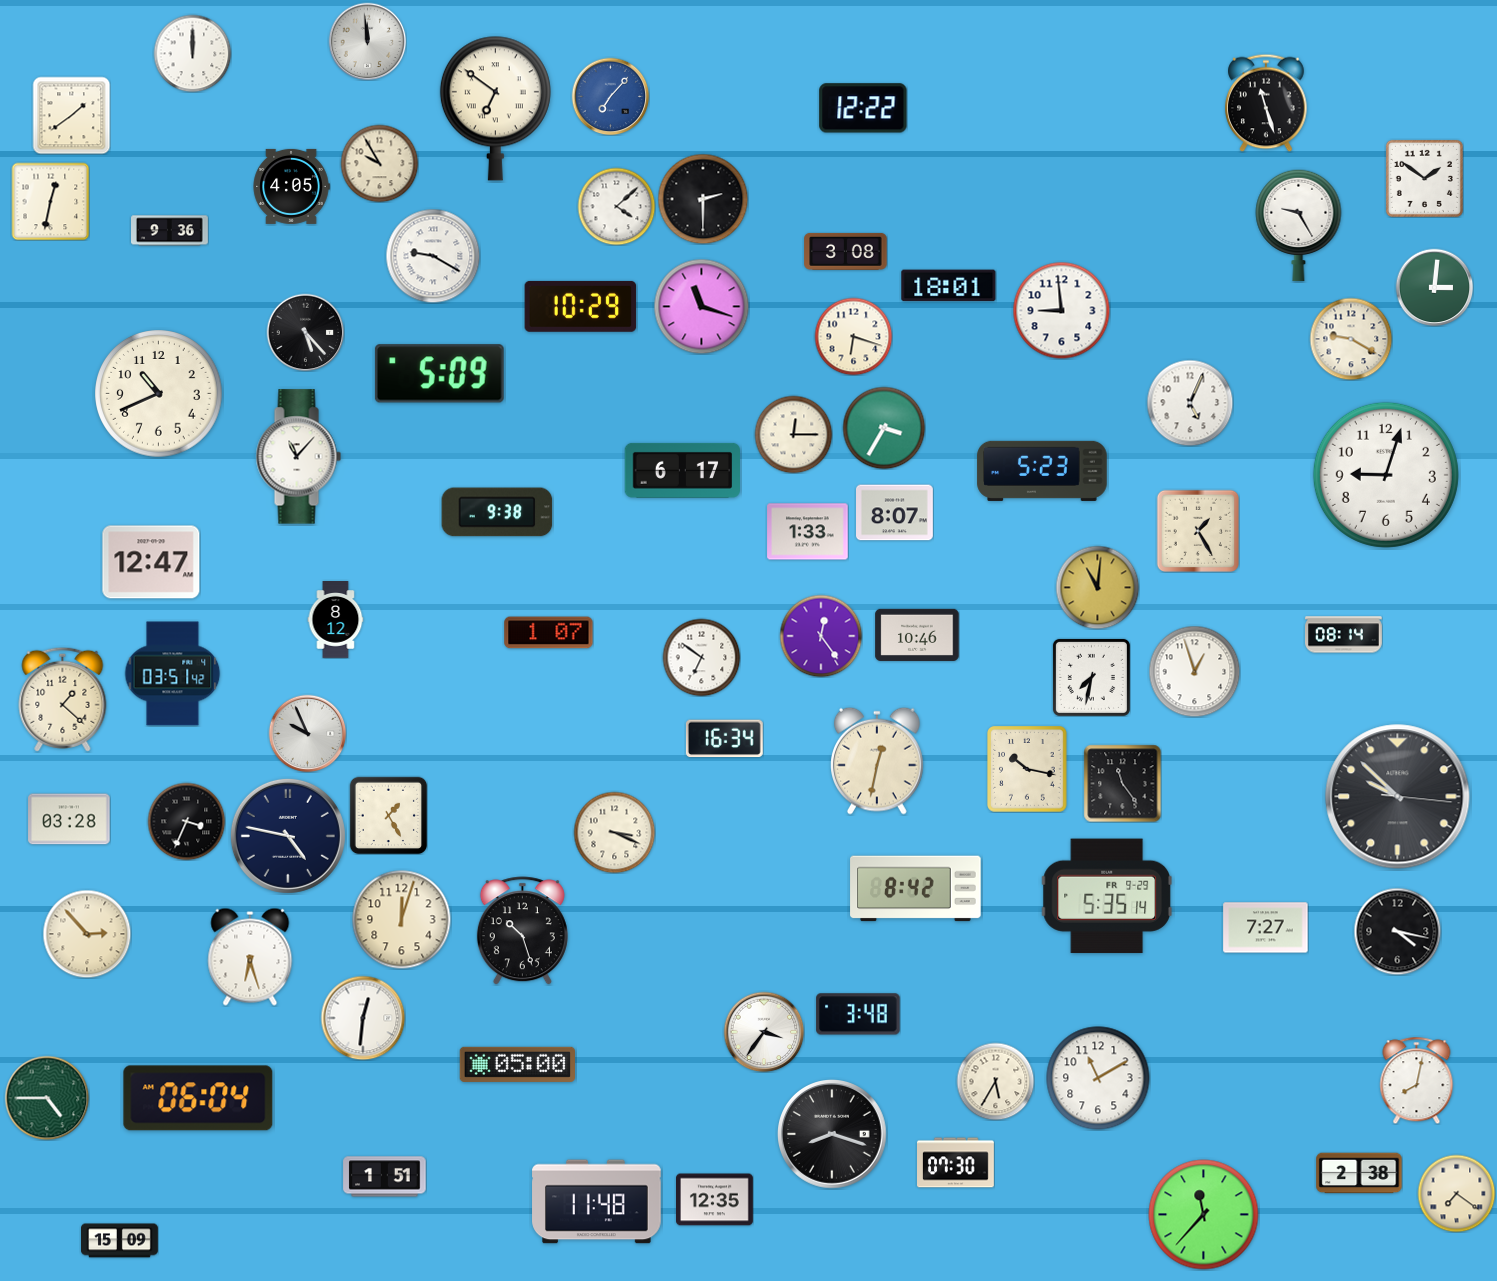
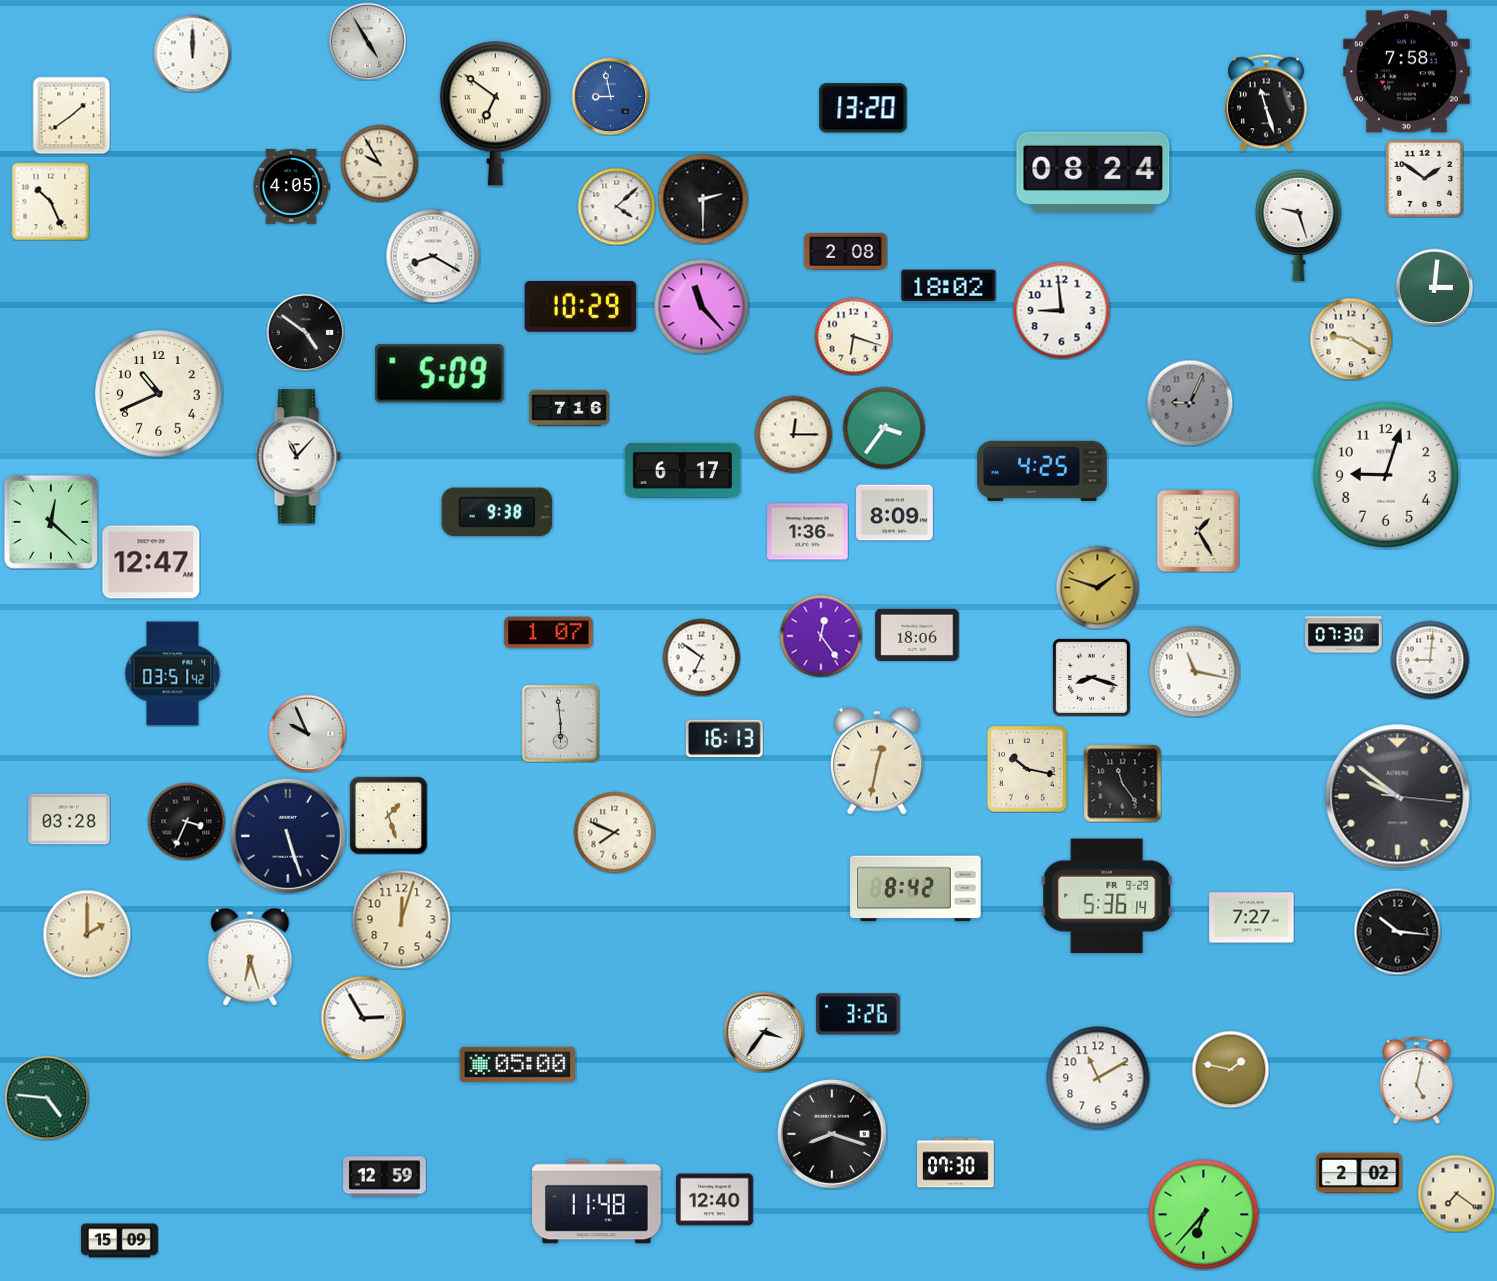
clock at (367, 41): 11:59 -> 4:55
clock at (1406, 72): none -> 7:58
clock at (610, 96): 7:07 -> 8:58
clock at (495, 108) position: (495, 108) -> (495, 113)
clock at (863, 108): 12:22 -> 13:20
clock at (1093, 172): none -> 08:24
clock at (50, 201): 12:32 -> 10:26
clock at (1299, 225): 9:25 -> 9:27
clock at (170, 231): 9:36 -> none
clock at (846, 251): 3:08 -> 2:08
clock at (433, 256): 9:20 -> 8:20
clock at (949, 286): 18:01 -> 18:02
clock at (701, 306): 11:18 -> 11:23
clock at (305, 332): 5:23 -> 4:51
clock at (1190, 403): 5:04 -> 9:04
clock at (1190, 403) dial: white -> grey
clock at (569, 408): none -> 7:16
clock at (884, 428): 3:35 -> 3:36
clock at (1042, 471): 5:23 -> 4:25
clock at (895, 513): 8:07 -> 8:09
clock at (51, 522): none -> 12:22
clock at (808, 532): 1:33 -> 1:36
clock at (1097, 587): 11:01 -> 1:48
clock at (336, 620): 8:12 -> none
clock at (917, 635): 10:46 -> 18:06
clock at (1344, 635): 08:14 -> 07:30
clock at (1430, 660): none -> 9:01
clock at (1194, 671): 12:57 -> 11:17
clock at (1091, 677): 7:32 -> 8:18
clock at (63, 699): 1:22 -> none
clock at (560, 723): none -> 5:59
clock at (724, 739): 16:34 -> 16:13
clock at (1398, 797): 9:52 -> 9:51
clock at (388, 815): 1:25 -> 1:27
clock at (614, 832): 3:19 -> 7:49
clock at (288, 836): 4:47 -> 5:27
clock at (1107, 896): 5:35 -> 5:36
clock at (1266, 928) position: (1266, 928) -> (1252, 918)
clock at (522, 931): 10:27 -> none
clock at (1397, 931): 4:17 -> 10:16
clock at (87, 934): 2:53 -> 2:00
clock at (858, 1014): 3:48 -> 3:26
clock at (363, 1018): 12:31 -> 2:55
clock at (1230, 1069): none -> 1:47
clock at (1417, 1080): 8:02 -> 5:02
clock at (995, 1081): 5:35 -> none
clock at (47, 1098): 4:45 -> 4:46
clock at (198, 1098): 06:04 -> none
clock at (1359, 1173): 2:38 -> 2:02
clock at (385, 1177): 1:51 -> 12:59
clock at (715, 1200): 12:35 -> 12:40
clock at (1204, 1215): 11:37 -> 6:37
